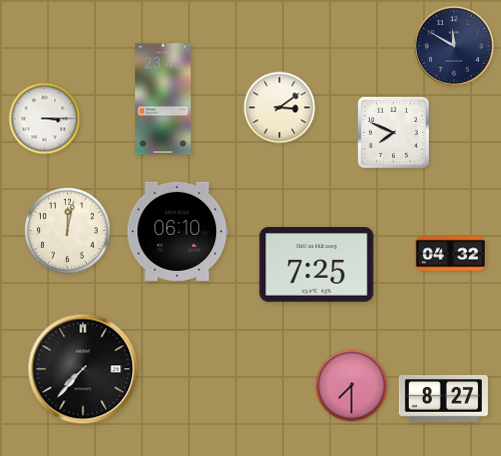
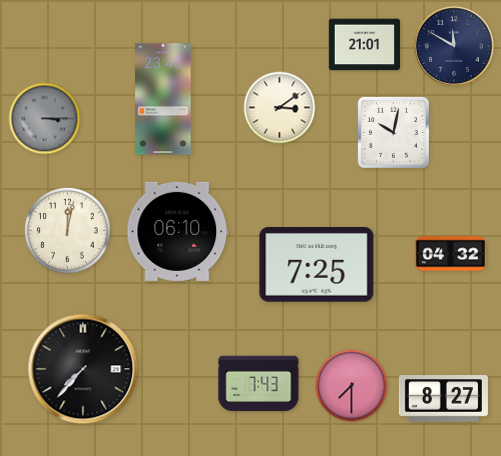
clock at (365, 45): none -> 21:01
clock at (45, 119) dial: white -> grey
clock at (393, 132): 7:49 -> 10:02
clock at (259, 384): none -> 7:43
